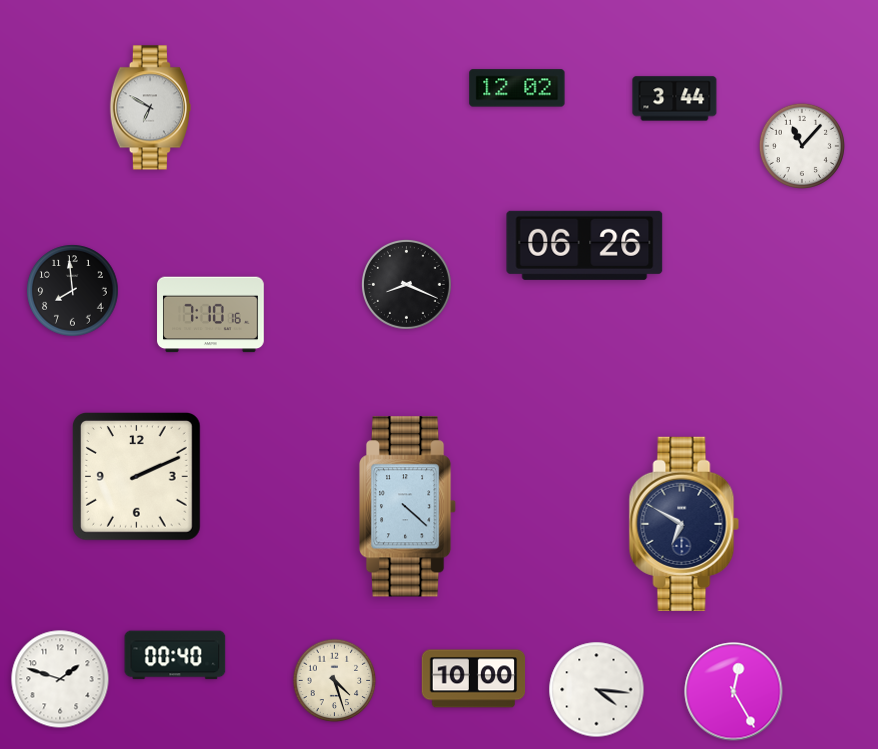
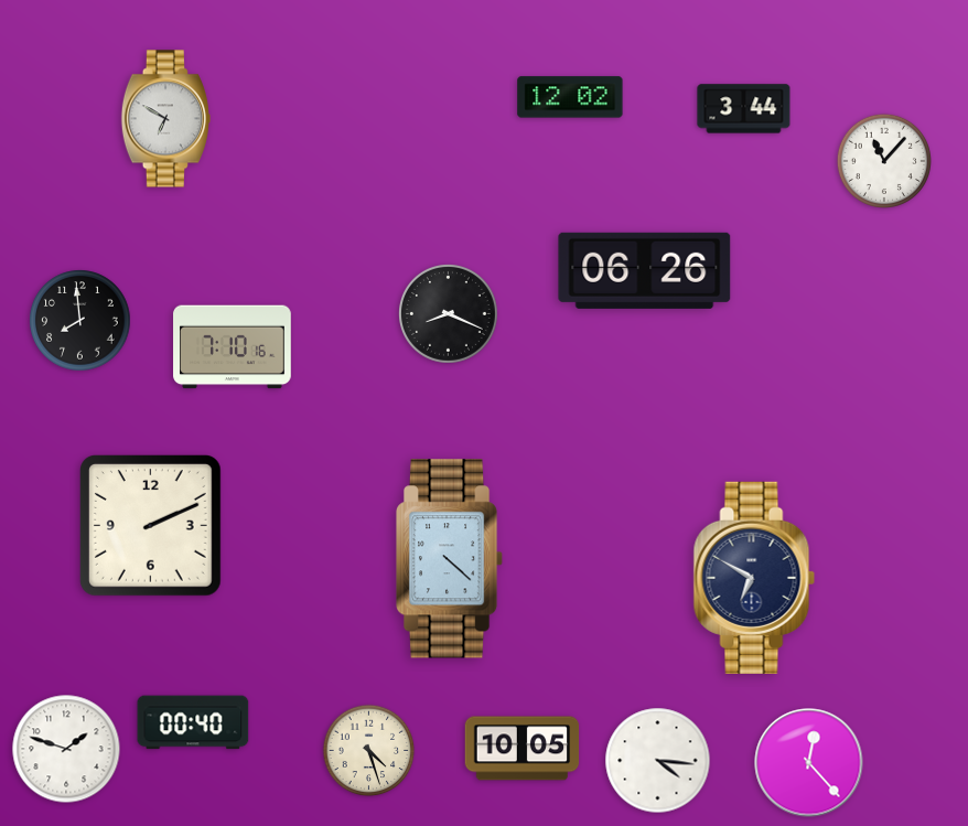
clock at (474, 679): 10:00 -> 10:05
clock at (734, 692): 12:25 -> 12:23
